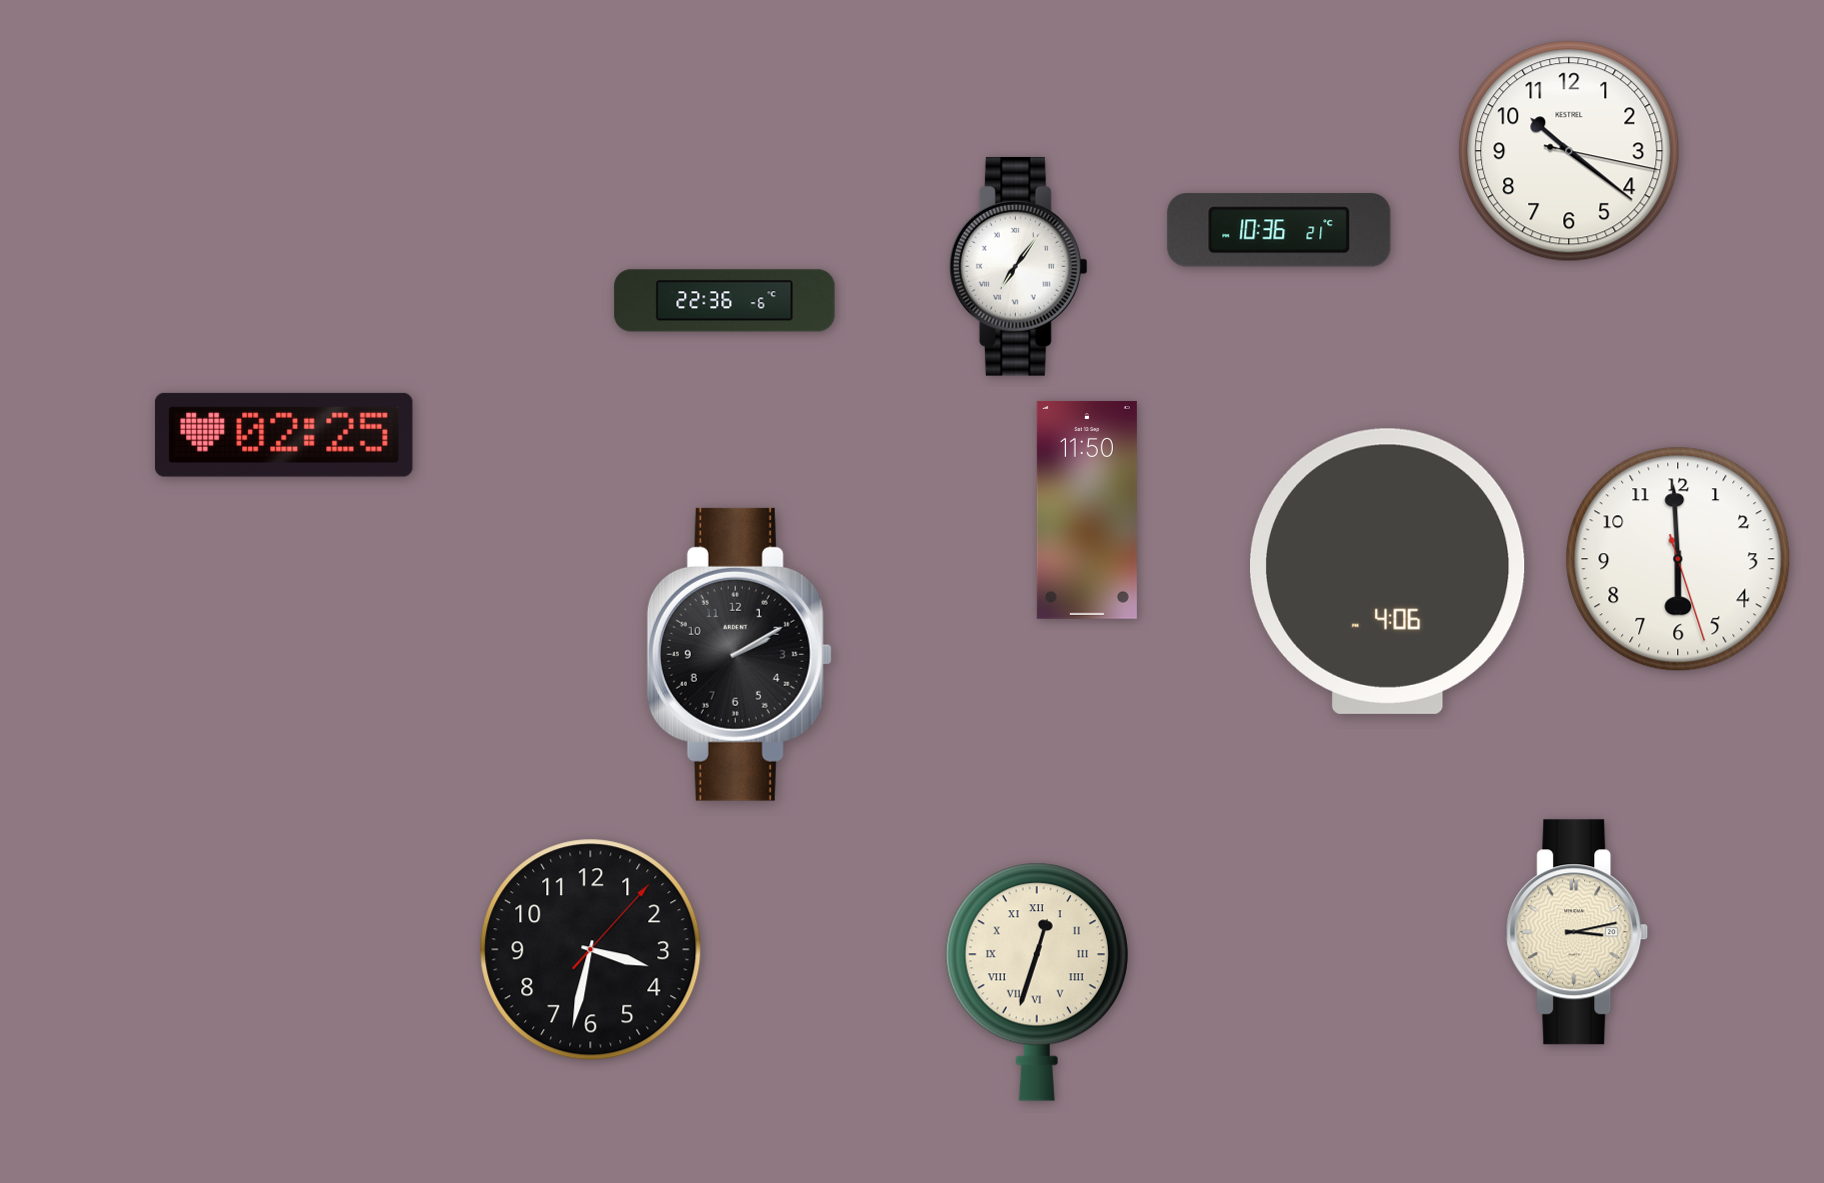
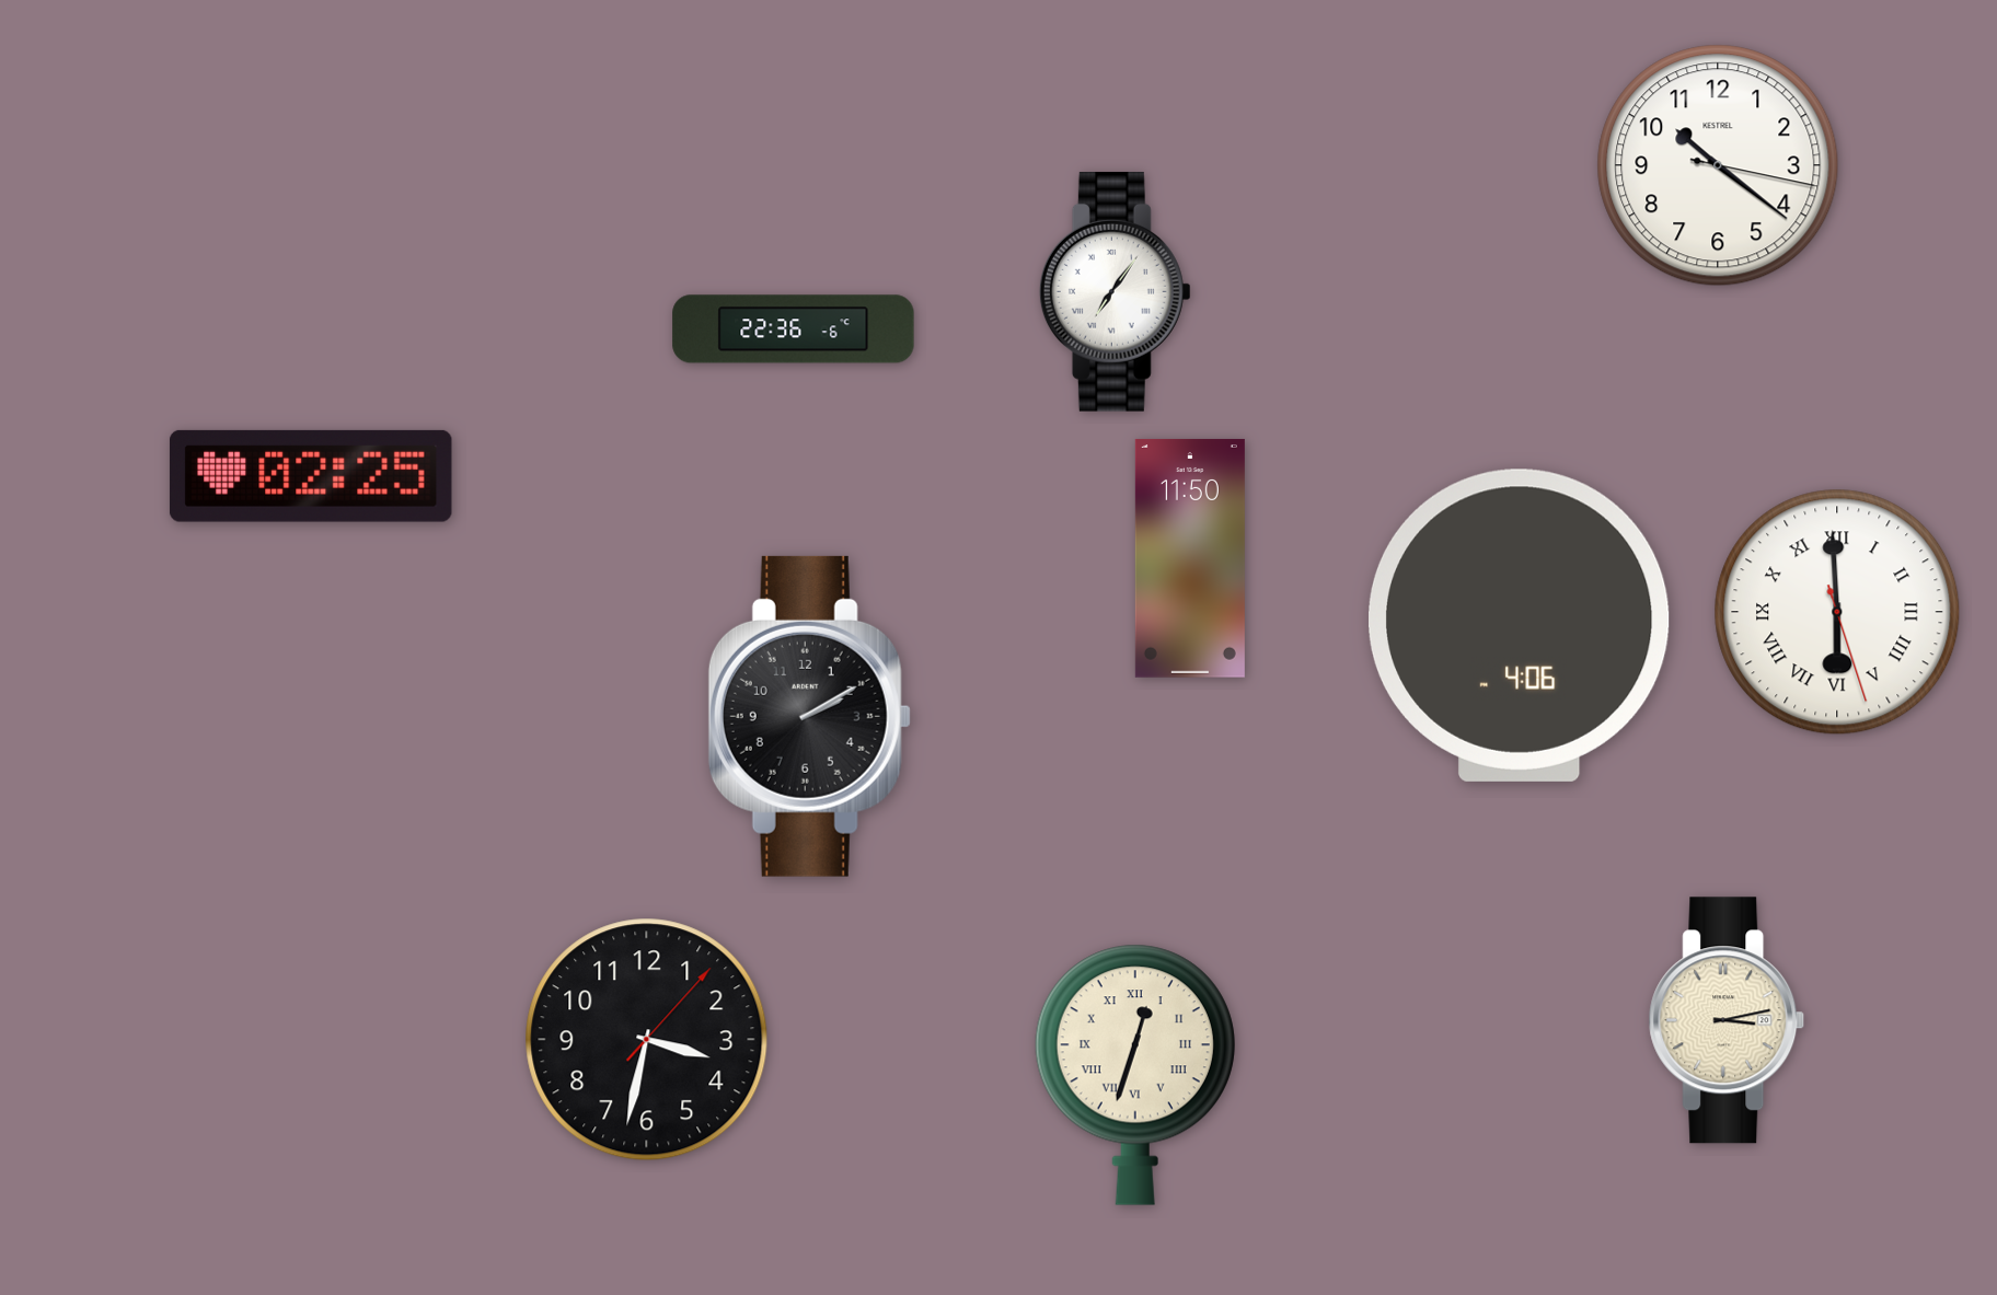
clock at (1279, 230): 10:36 -> none
clock at (1678, 559) numerals: Arabic -> Roman
